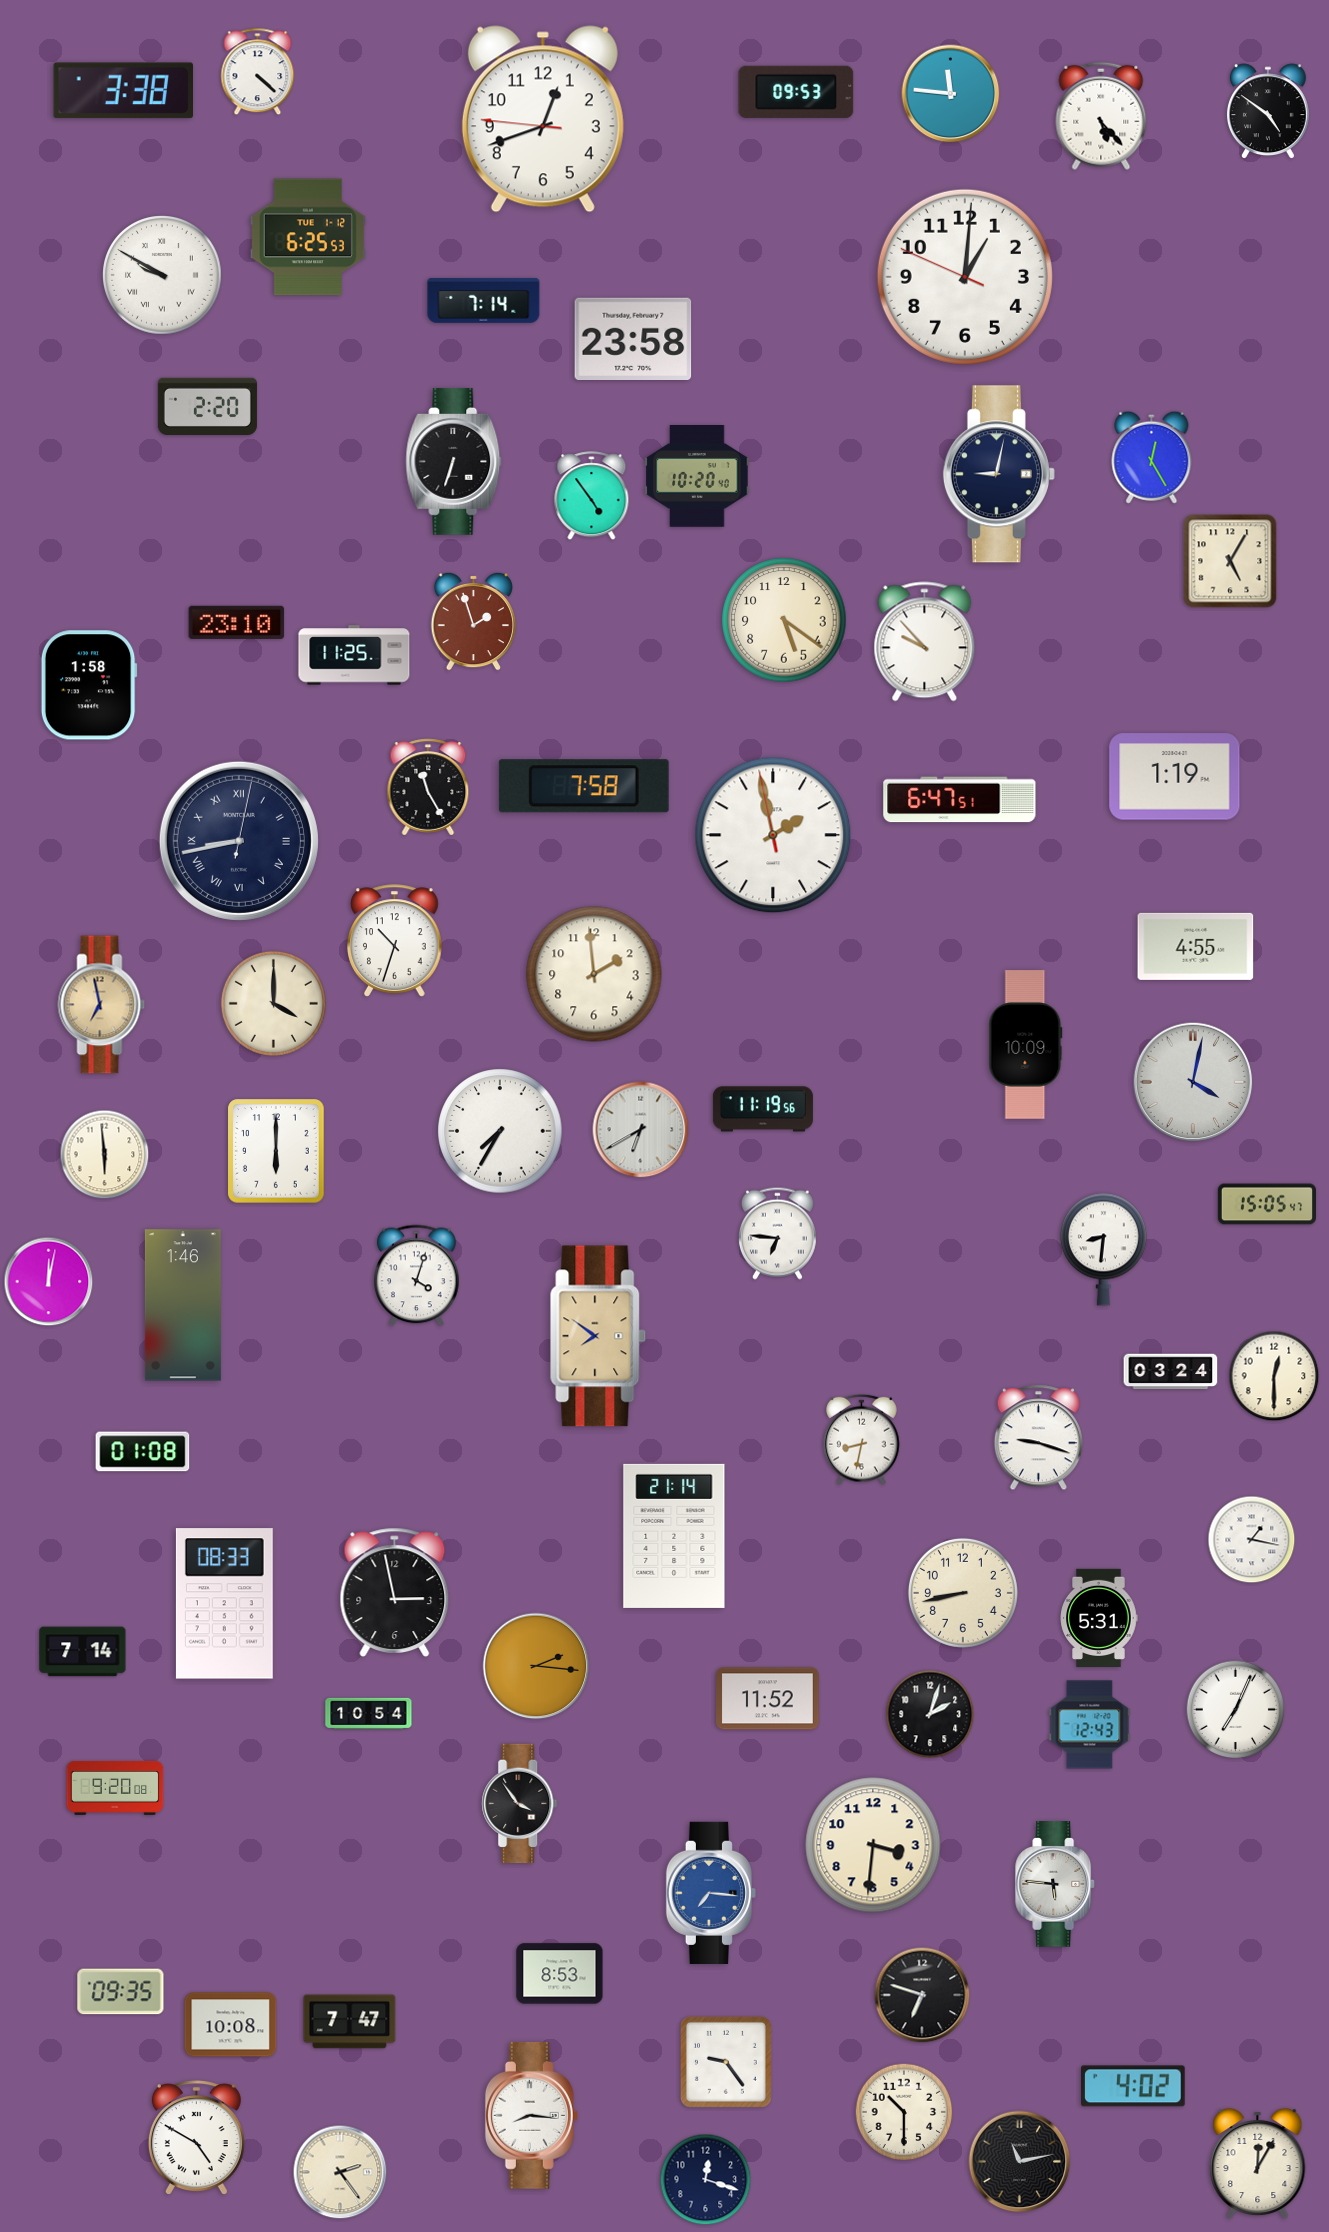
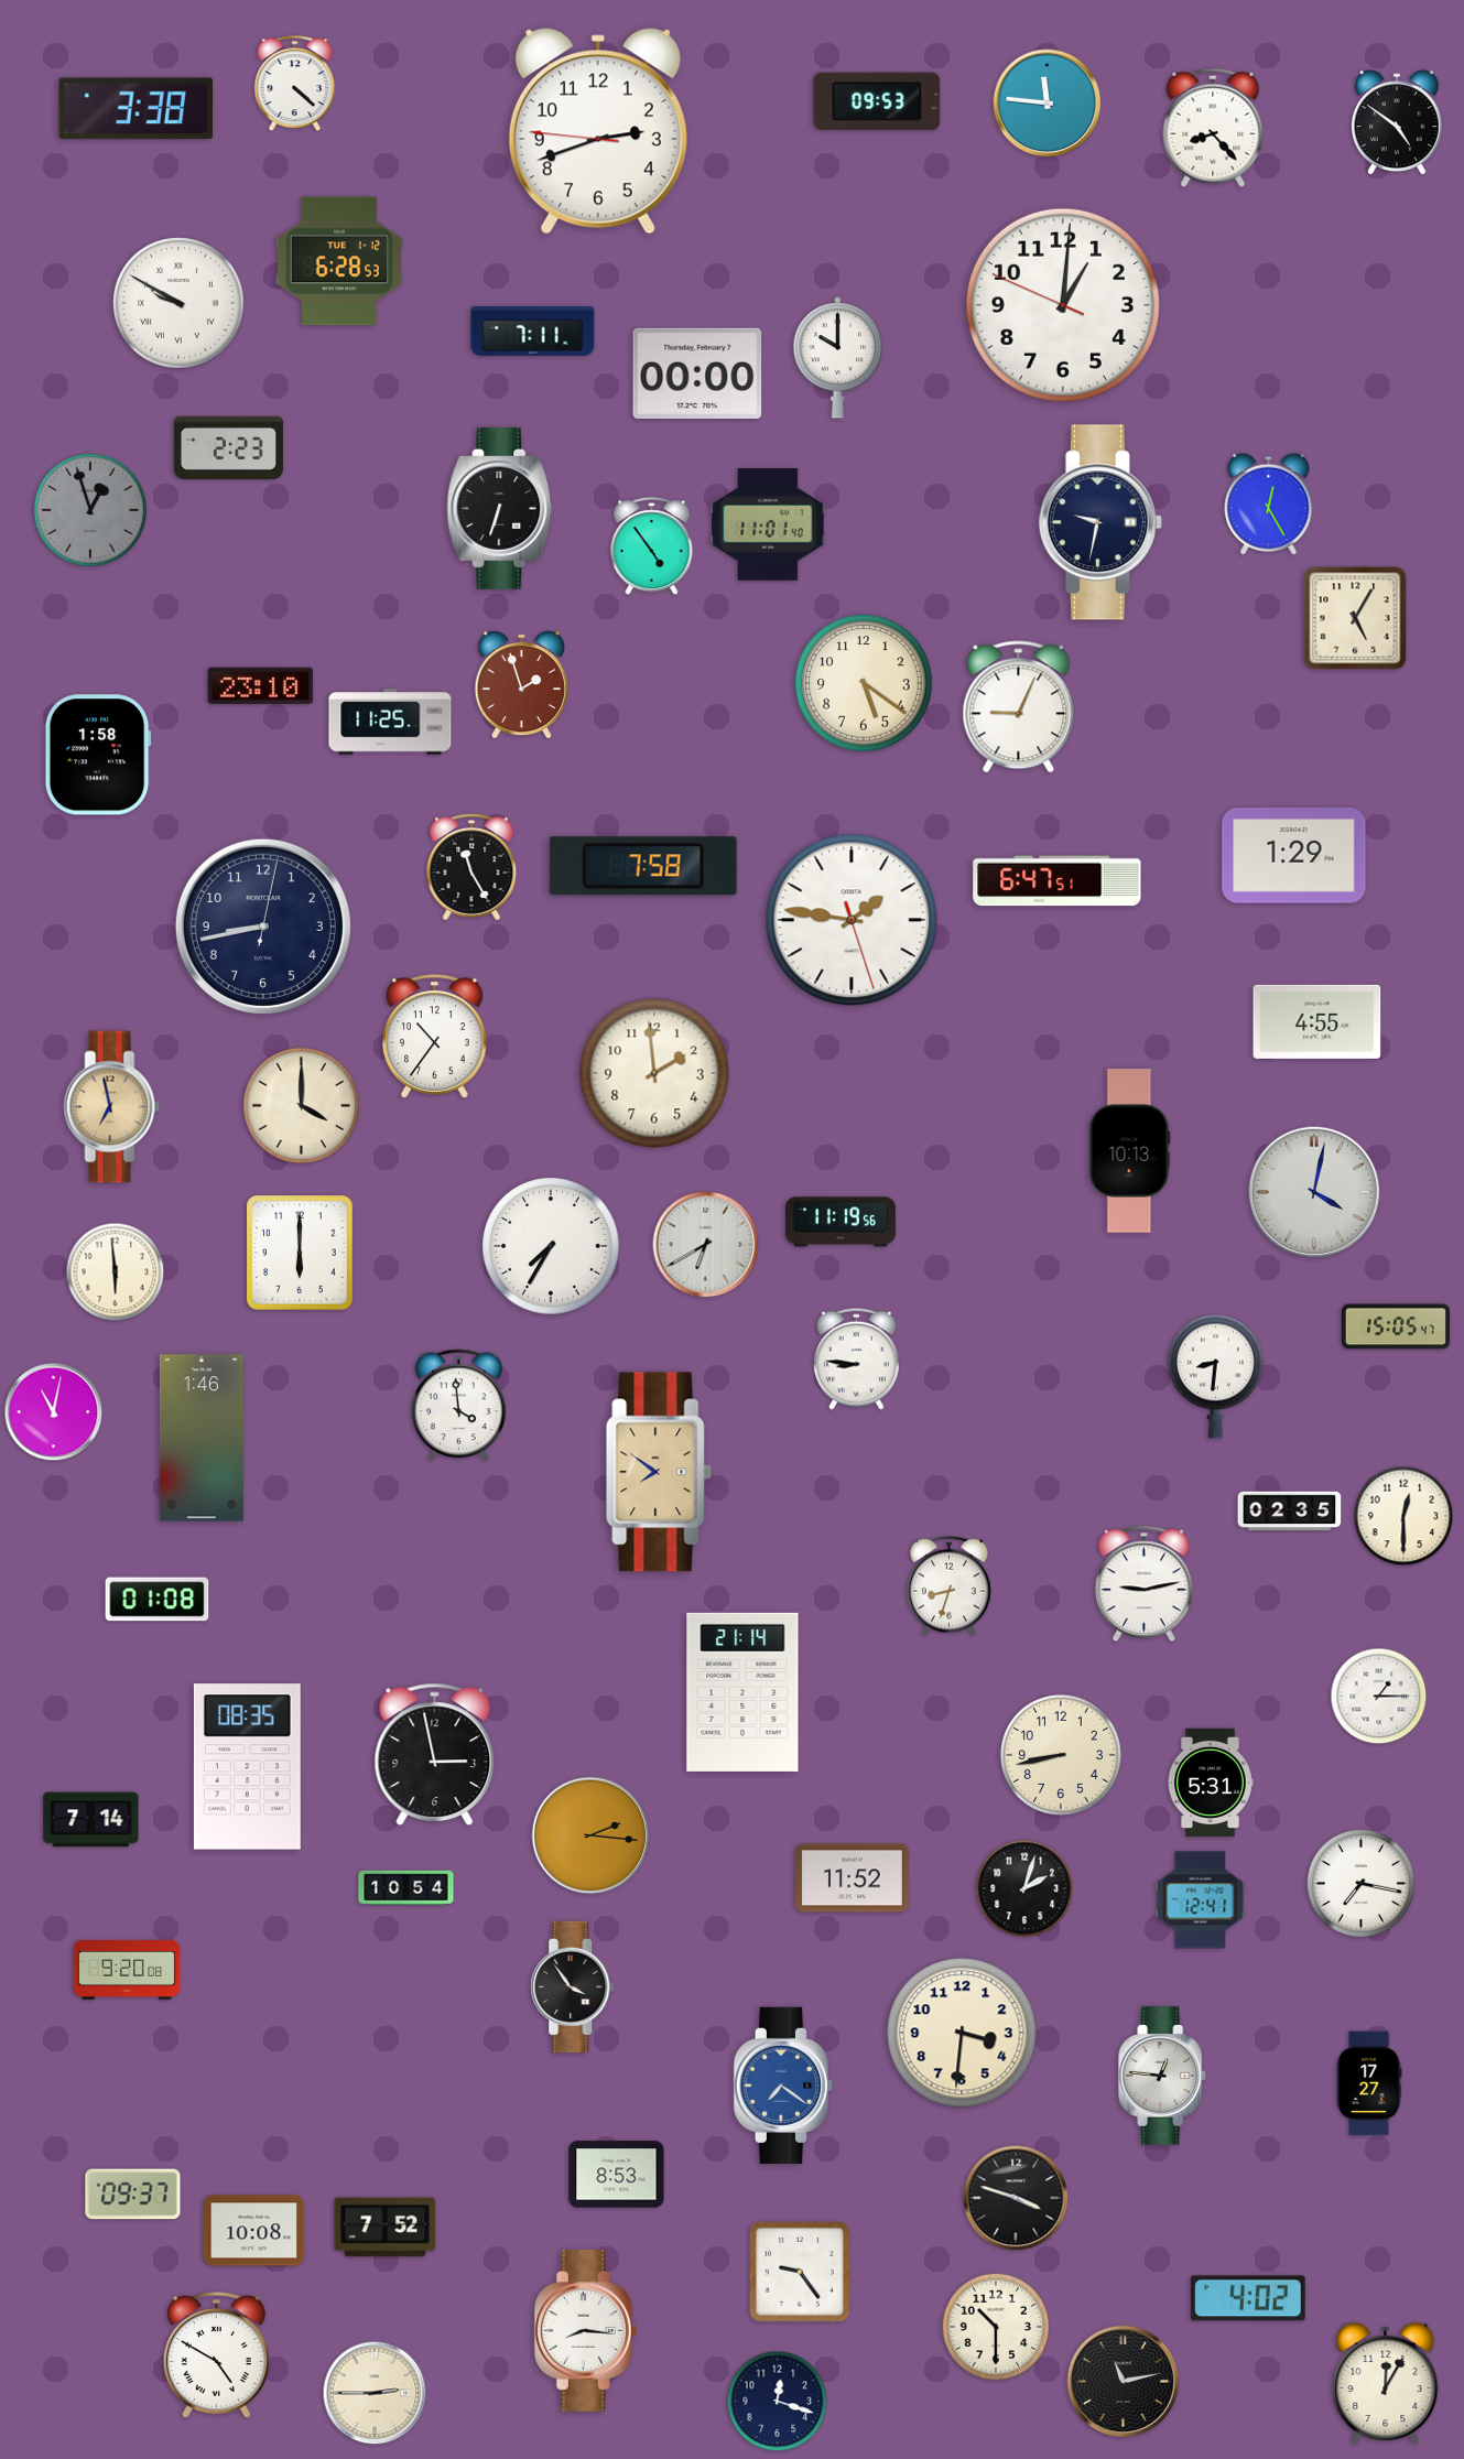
clock at (258, 72) position: (258, 72) -> (295, 84)
clock at (123, 91) position: (123, 91) -> (135, 109)
clock at (1101, 116): 5:23 -> 8:23
clock at (543, 119): 12:41 -> 2:41
clock at (307, 237): 6:25 -> 6:28
clock at (484, 301): 7:14 -> 7:11
clock at (838, 358): none -> 10:00
clock at (633, 338): 23:58 -> 00:00
clock at (207, 406): 2:20 -> 2:23
clock at (90, 510): none -> 12:57
clock at (999, 474): 9:02 -> 9:32
clock at (697, 477): 10:20 -> 11:01
clock at (925, 642): 9:53 -> 9:04
clock at (1175, 777): 1:19 -> 1:29
clock at (773, 835): 1:57 -> 1:46
clock at (239, 841) numerals: Roman -> Arabic
clock at (395, 941): 10:33 -> 10:36
clock at (1196, 946) position: (1196, 946) -> (1317, 1021)
clock at (1026, 1045): 10:09 -> 10:13
clock at (276, 1151) position: (276, 1151) -> (300, 1253)
clock at (777, 1233): 6:46 -> 8:46
clock at (417, 1276): 4:03 -> 3:59
clock at (49, 1282): 12:02 -> 11:02
clock at (1171, 1372): 03:24 -> 02:35
clock at (1038, 1438): 9:18 -> 9:13
clock at (862, 1439): 8:32 -> 8:33
clock at (1252, 1540): 1:17 -> 1:15
clock at (224, 1604): 08:33 -> 08:35
clock at (768, 1699) position: (768, 1699) -> (853, 1878)
clock at (1236, 1710): 7:04 -> 7:17
clock at (1090, 1725): 12:43 -> 12:41
clock at (1056, 1884): 5:46 -> 12:46
clock at (1369, 2083): none -> 17:27
clock at (710, 1893): 7:16 -> 7:21
clock at (121, 1992): 09:35 -> 09:37
clock at (922, 1995): 6:48 -> 3:48
clock at (350, 2022): 7:47 -> 7:52
clock at (340, 2172): 2:24 -> 2:45
